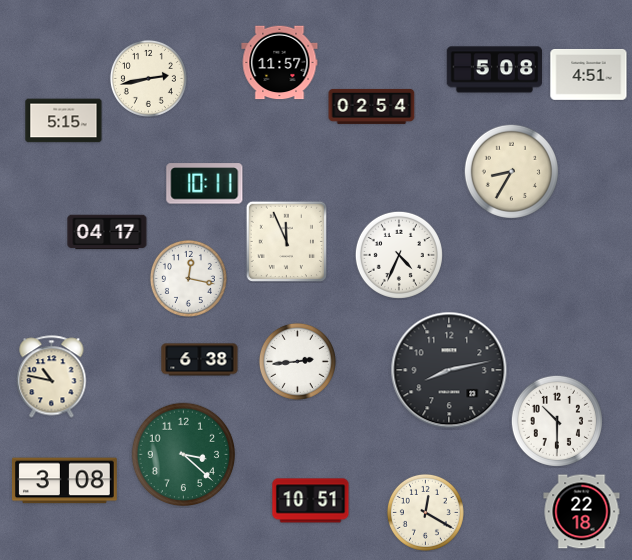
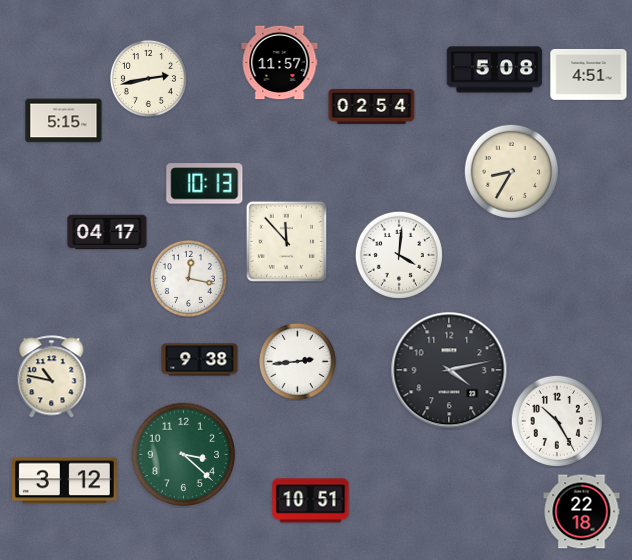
clock at (205, 184): 10:11 -> 10:13
clock at (286, 241): 11:56 -> 11:53
clock at (399, 255): 4:34 -> 4:01
clock at (200, 360): 6:38 -> 9:38
clock at (449, 370): 8:13 -> 4:13
clock at (557, 421): 10:30 -> 10:25
clock at (65, 481): 3:08 -> 3:12
clock at (425, 512): 12:20 -> none
